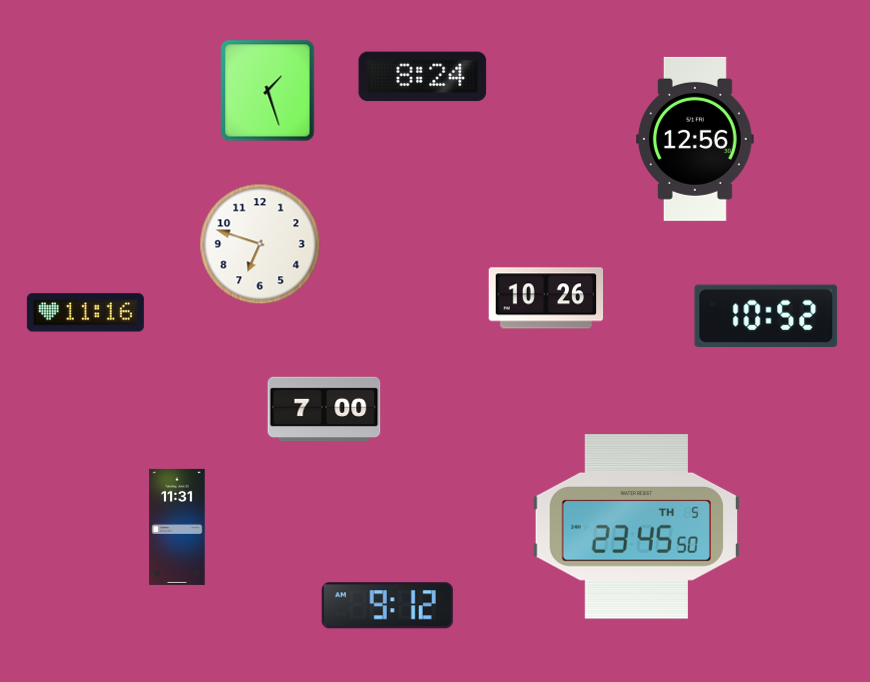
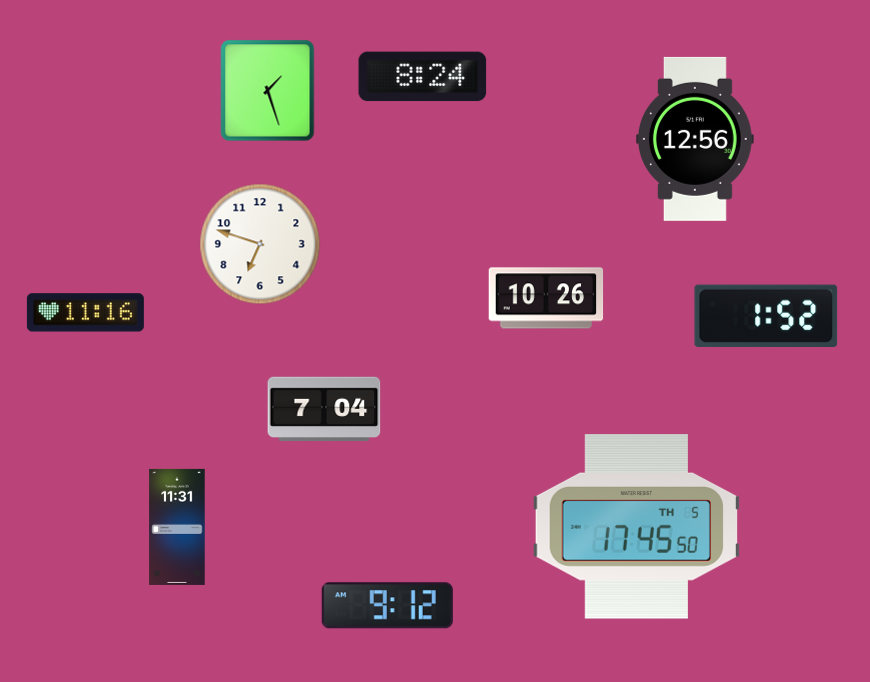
clock at (766, 315): 10:52 -> 1:52
clock at (324, 409): 7:00 -> 7:04
clock at (636, 527): 23:45 -> 17:45
